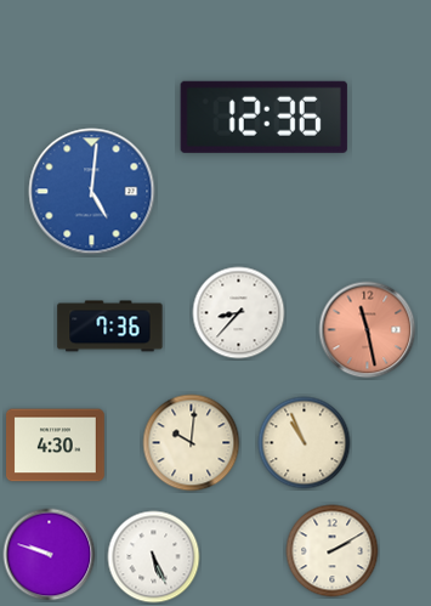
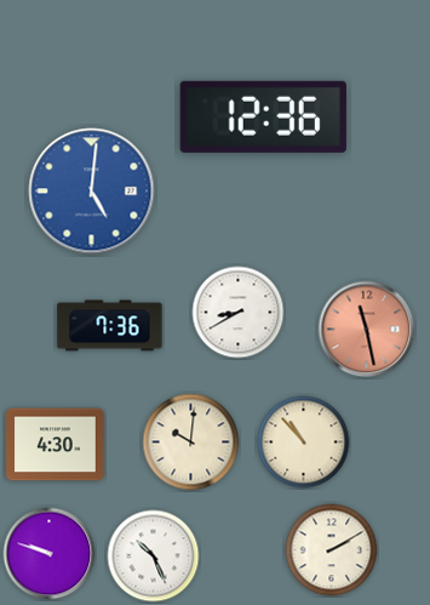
clock at (239, 313): 8:37 -> 8:40
clock at (305, 443): 10:56 -> 10:53
clock at (154, 557): 5:26 -> 10:26
